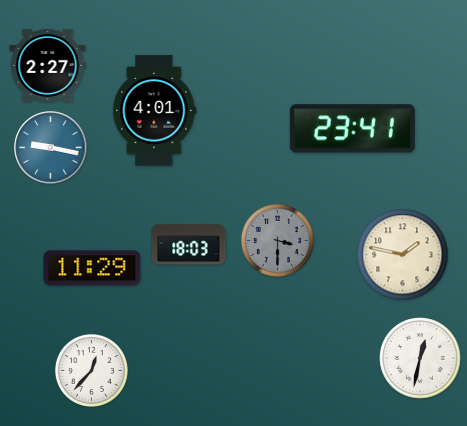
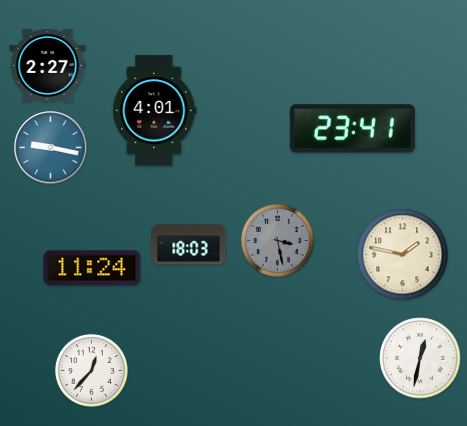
clock at (277, 240): 3:30 -> 3:28
clock at (92, 268): 11:29 -> 11:24
